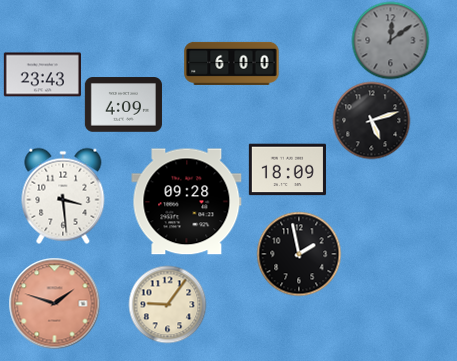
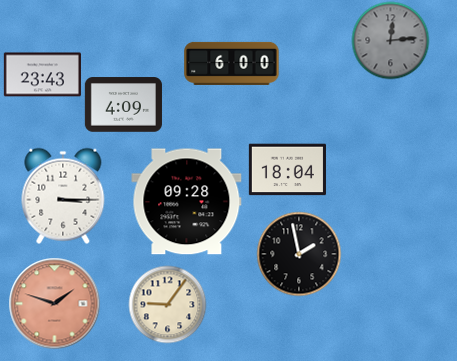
clock at (390, 40): 12:09 -> 12:14
clock at (371, 120): 5:12 -> none
clock at (287, 170): 18:09 -> 18:04
clock at (63, 196): 3:29 -> 3:15
